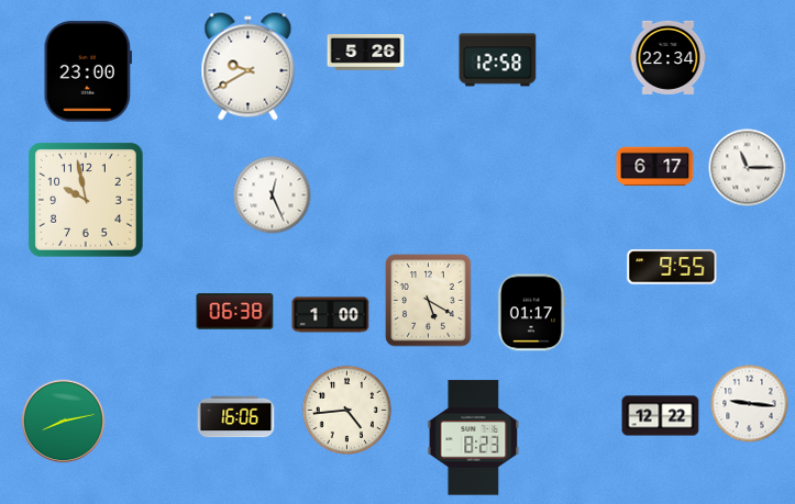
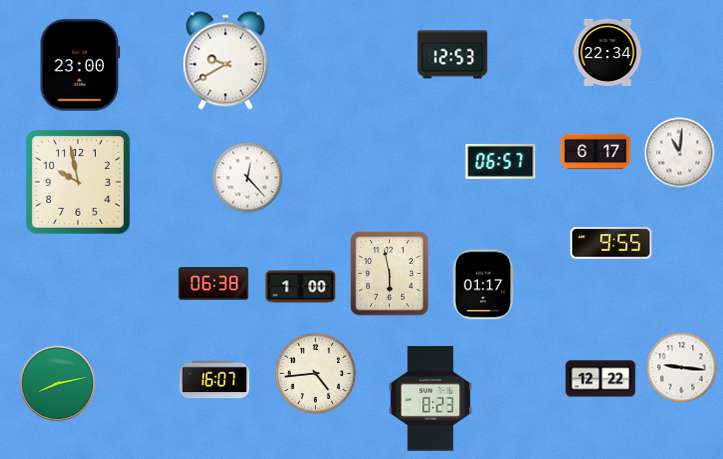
clock at (366, 53): 5:26 -> none
clock at (498, 60): 12:58 -> 12:53
clock at (748, 168): 11:15 -> 11:01
clock at (501, 161): none -> 06:57
clock at (273, 195): 12:26 -> 12:23
clock at (429, 301): 5:20 -> 5:58
clock at (236, 417): 16:06 -> 16:07
